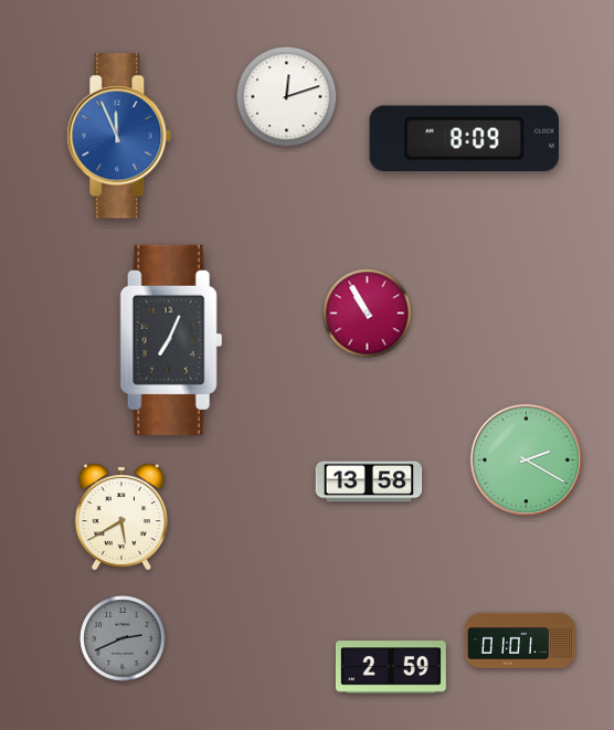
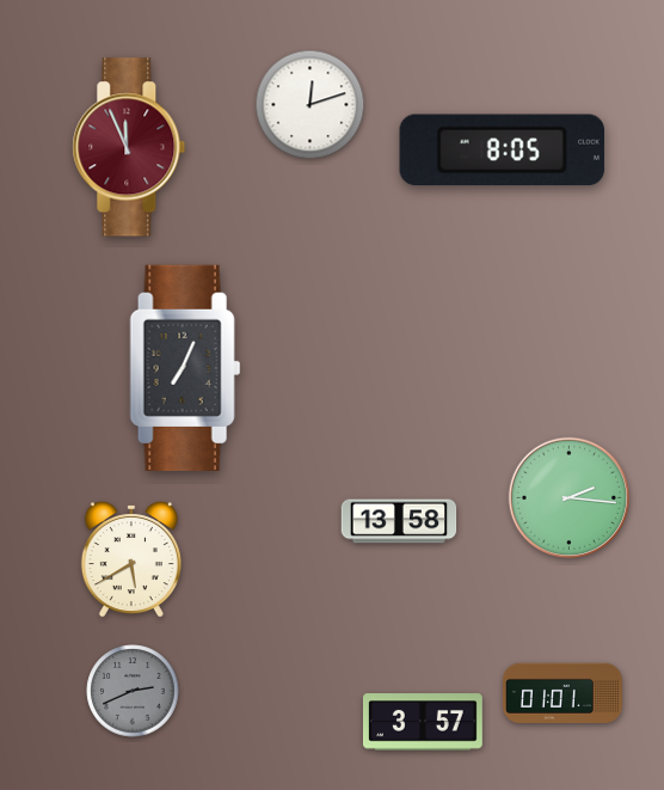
clock at (119, 136) dial: blue -> burgundy
clock at (464, 139): 8:09 -> 8:05
clock at (368, 314): 10:55 -> none
clock at (527, 461): 2:20 -> 2:16
clock at (391, 667): 2:59 -> 3:57
